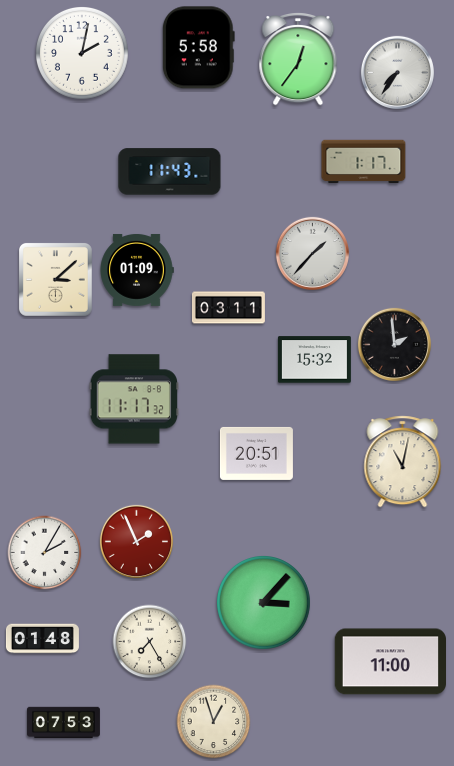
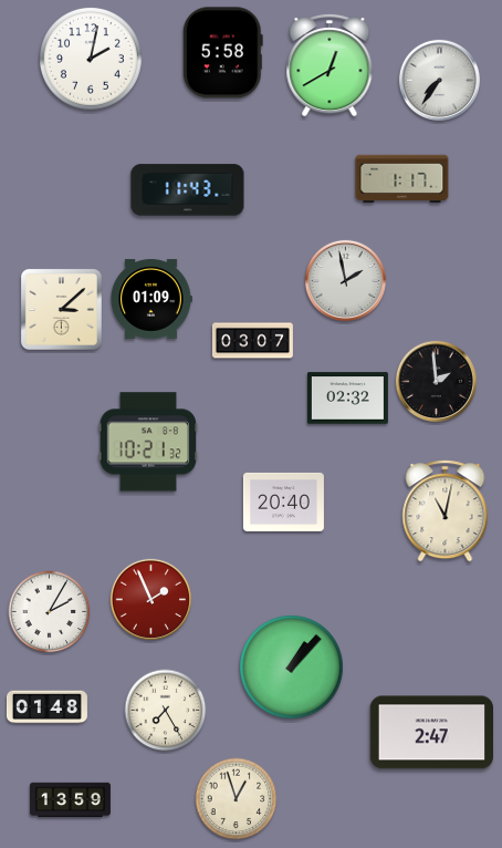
clock at (198, 48) position: (198, 48) -> (222, 53)
clock at (298, 59): 12:36 -> 12:40
clock at (312, 253): 1:37 -> 1:58
clock at (228, 308): 03:11 -> 03:07
clock at (314, 360): 15:32 -> 02:32
clock at (134, 399): 11:17 -> 10:21
clock at (256, 453): 20:51 -> 20:40
clock at (264, 603): 3:07 -> 1:07
clock at (390, 662): 11:00 -> 2:47
clock at (63, 723): 07:53 -> 13:59
